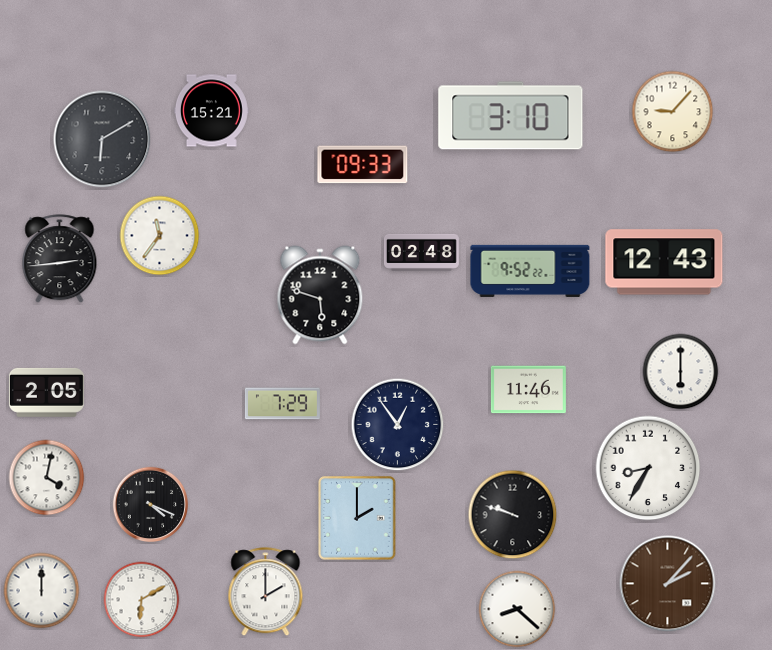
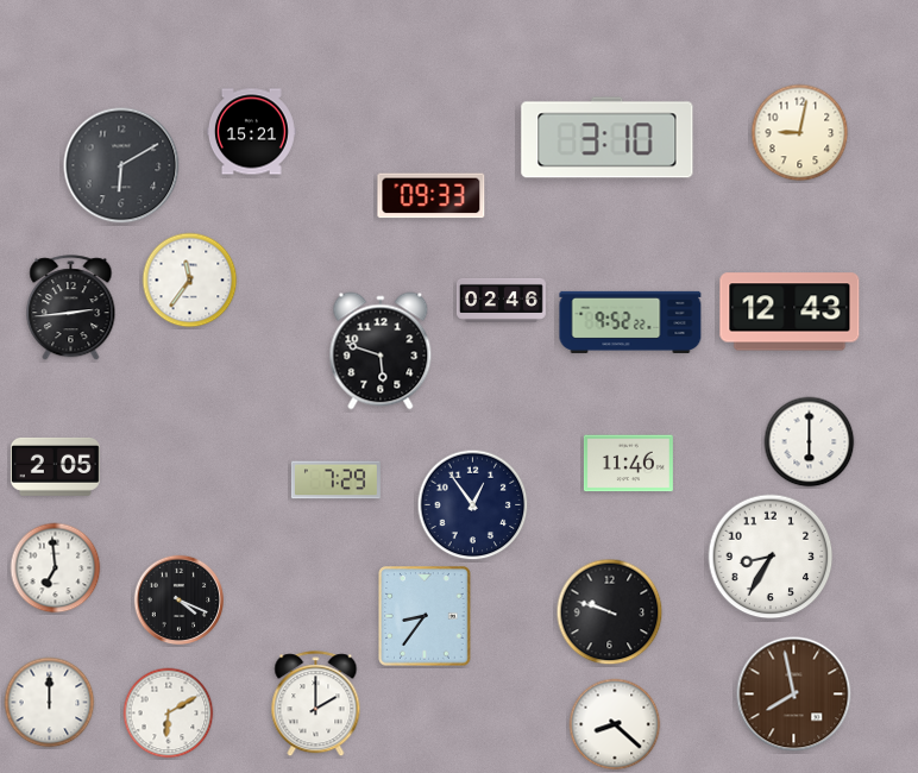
clock at (673, 112): 9:07 -> 9:02
clock at (421, 252): 02:48 -> 02:46
clock at (47, 478): 4:02 -> 6:59
clock at (357, 518): 2:00 -> 8:36
clock at (668, 584): 2:07 -> 7:58
